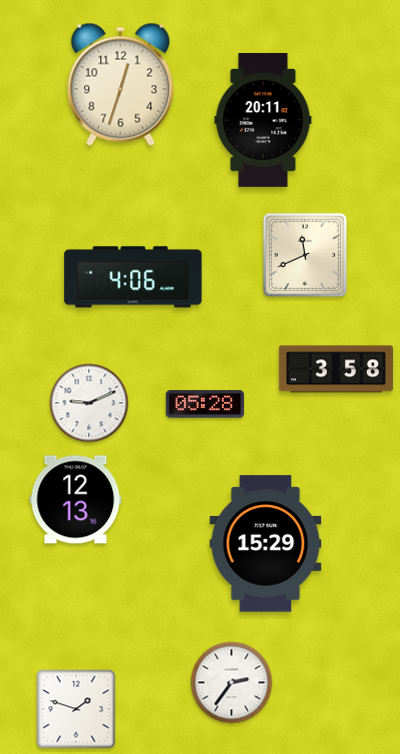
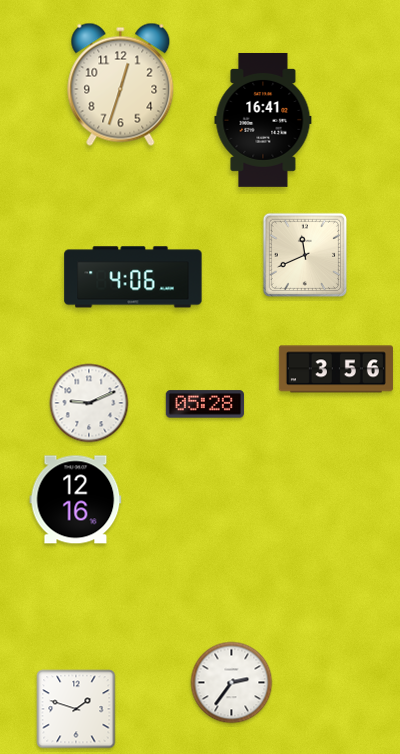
clock at (263, 120): 20:11 -> 16:41
clock at (336, 369): 3:58 -> 3:56
clock at (76, 500): 12:13 -> 12:16
clock at (266, 544): 15:29 -> none
